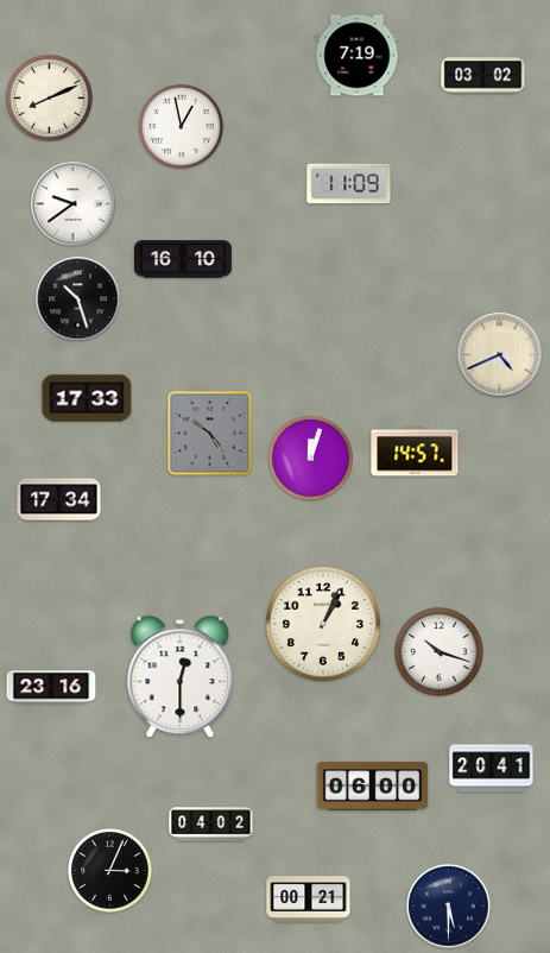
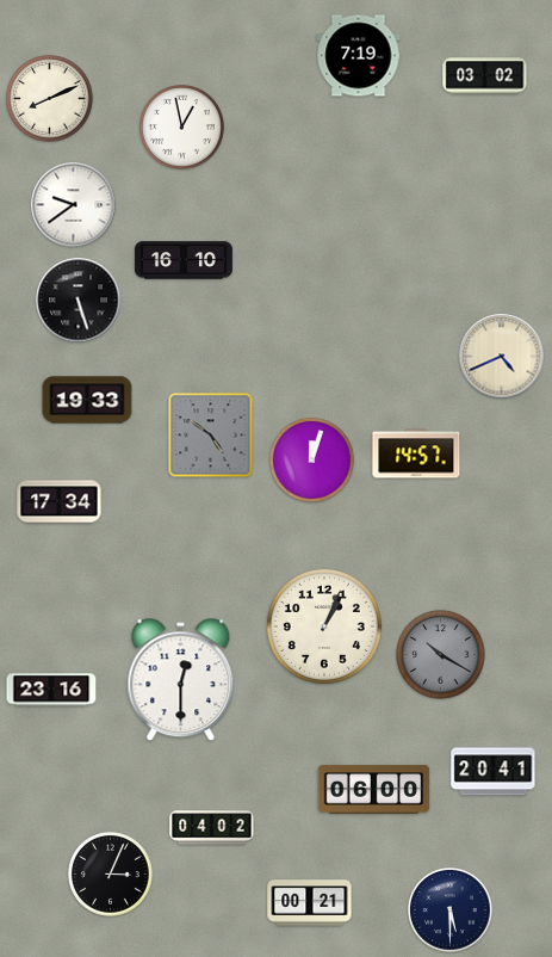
clock at (349, 184): 11:09 -> none
clock at (78, 299): 10:27 -> 5:27
clock at (87, 398): 17:33 -> 19:33
clock at (440, 652): 10:18 -> 10:20
clock at (440, 652) dial: white -> grey
